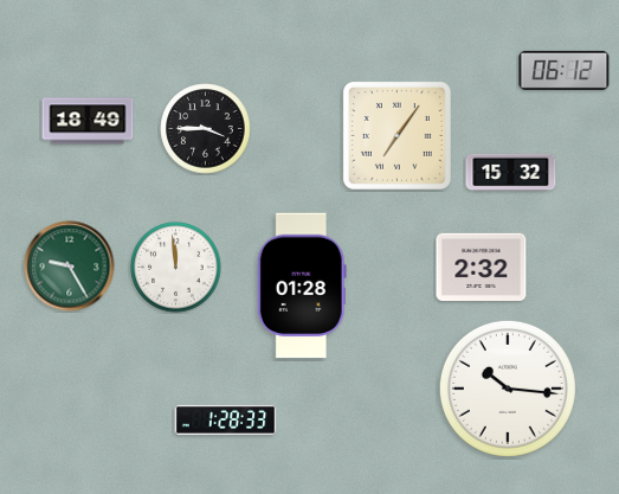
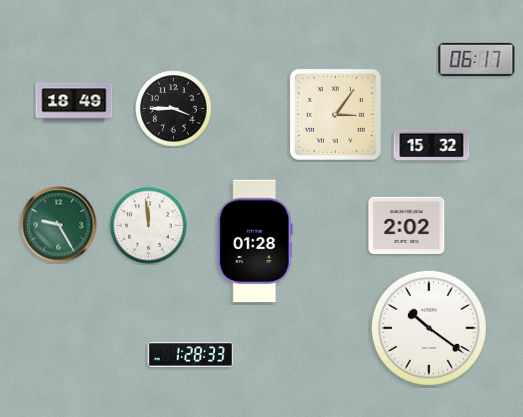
clock at (565, 70): 06:12 -> 06:17
clock at (396, 135): 7:06 -> 3:06
clock at (482, 267): 2:32 -> 2:02
clock at (508, 389): 10:16 -> 10:21
